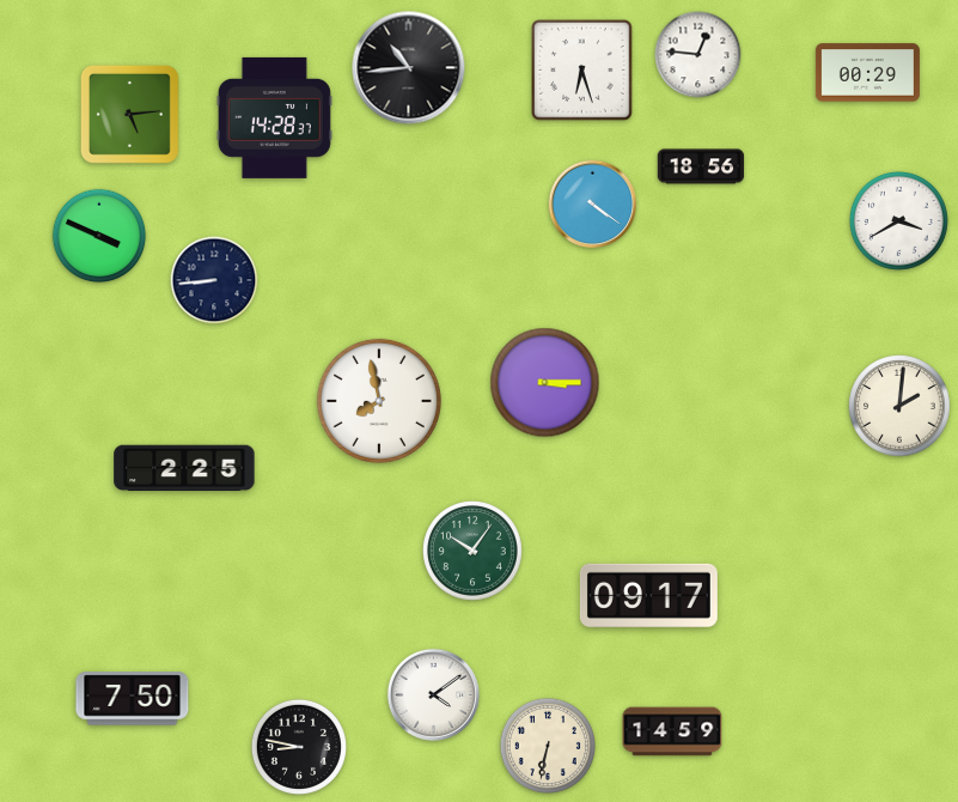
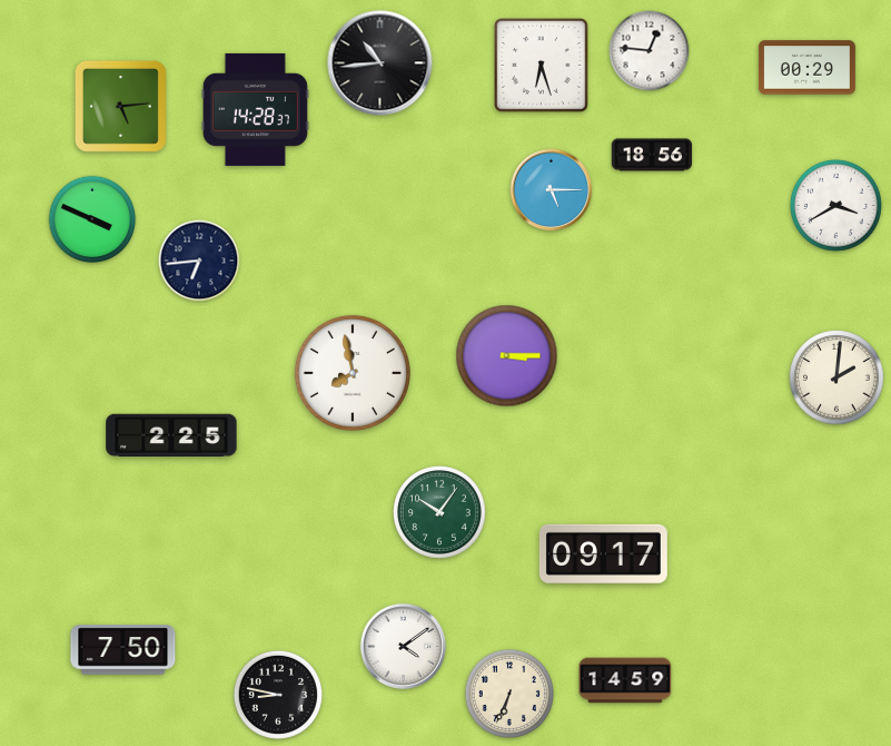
clock at (593, 205): 4:21 -> 5:15
clock at (214, 280): 8:44 -> 6:44
clock at (548, 746): 6:32 -> 6:34
